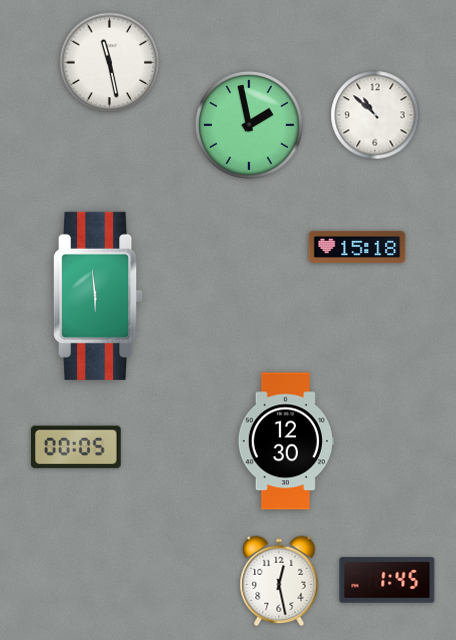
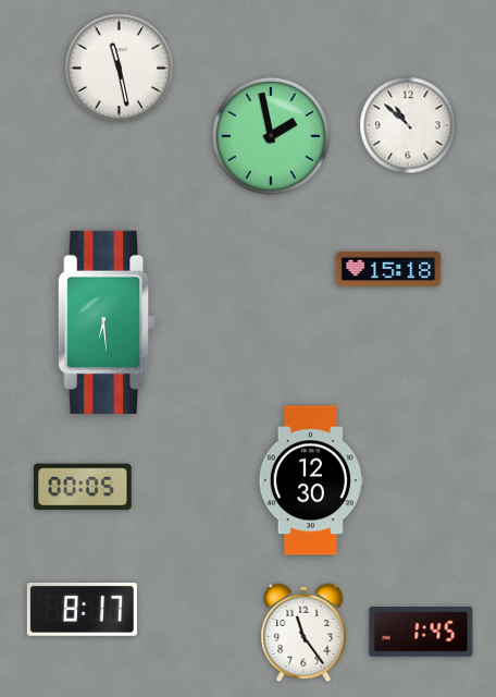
clock at (99, 296): 5:59 -> 6:29
clock at (82, 609): none -> 8:17
clock at (279, 581): 12:28 -> 11:24
